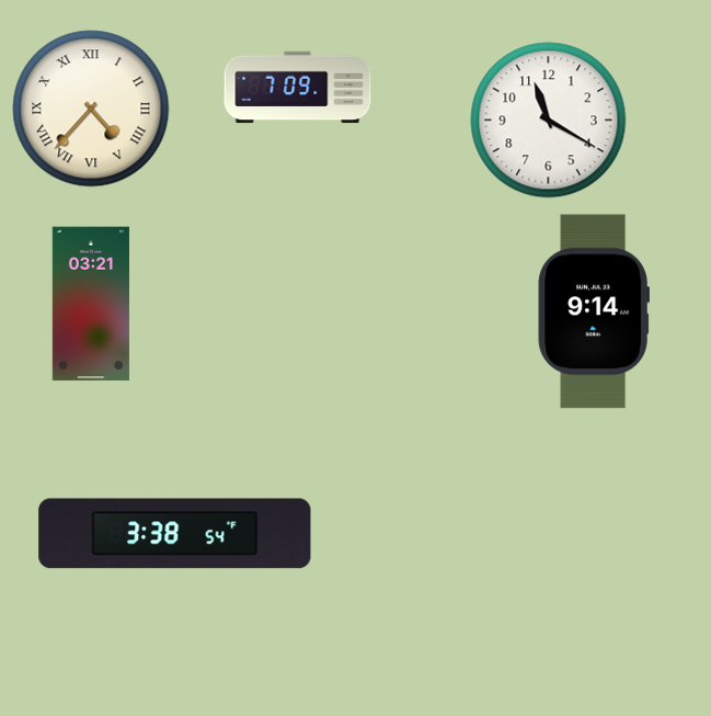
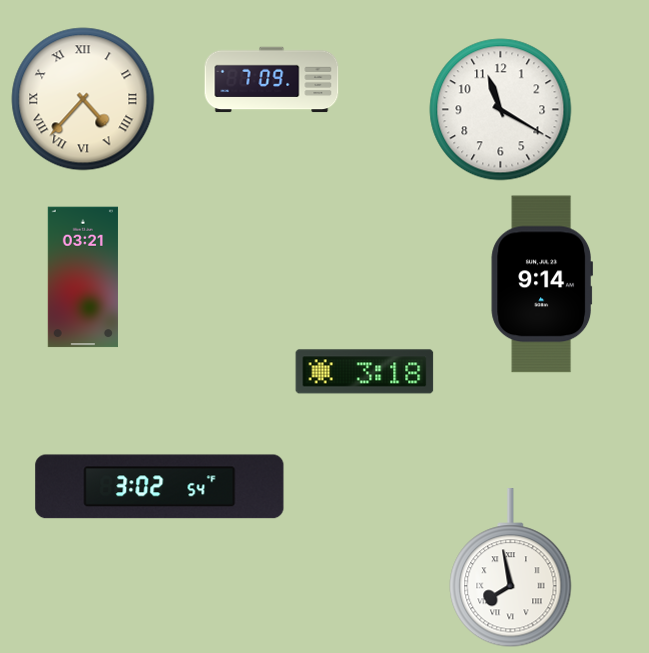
clock at (365, 372): none -> 3:18
clock at (175, 534): 3:38 -> 3:02
clock at (511, 568): none -> 7:58
